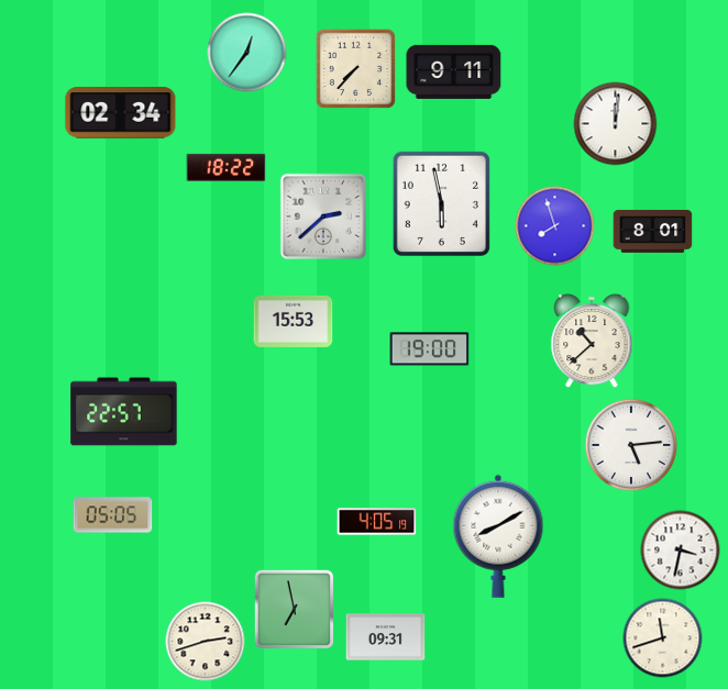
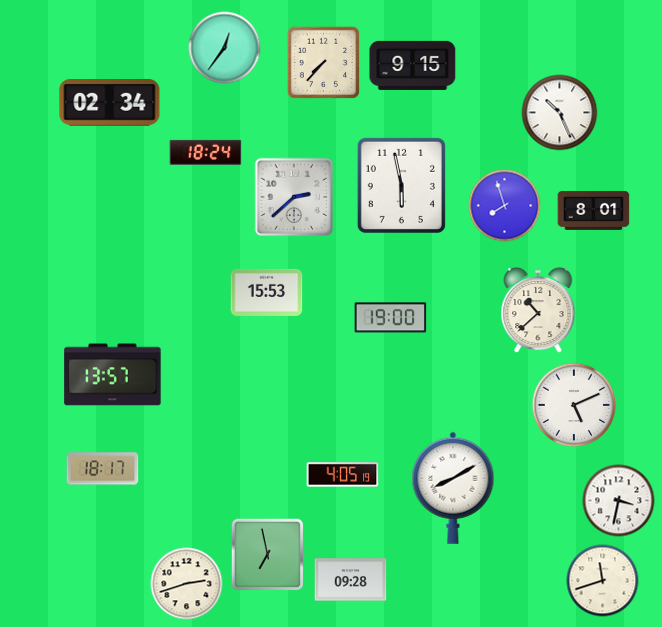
clock at (454, 71): 9:11 -> 9:15
clock at (616, 124): 12:01 -> 10:26
clock at (227, 167): 18:22 -> 18:24
clock at (124, 412): 22:57 -> 13:57
clock at (631, 445): 5:14 -> 5:11
clock at (113, 515): 05:05 -> 18:17
clock at (386, 637): 09:31 -> 09:28
